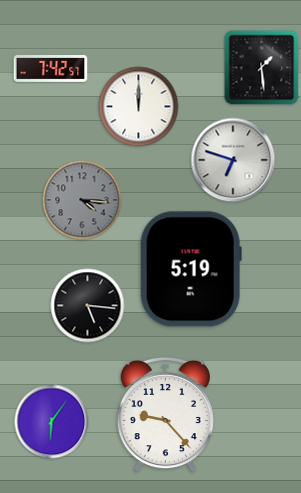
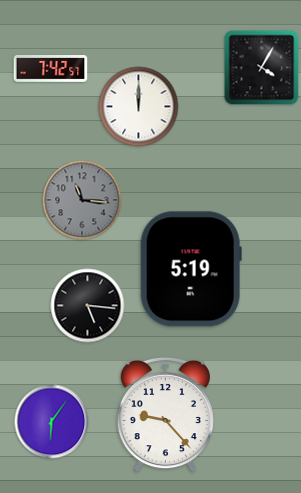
clock at (262, 68): 1:29 -> 4:05
clock at (233, 160): 6:48 -> none
clock at (82, 200): 4:16 -> 11:16
